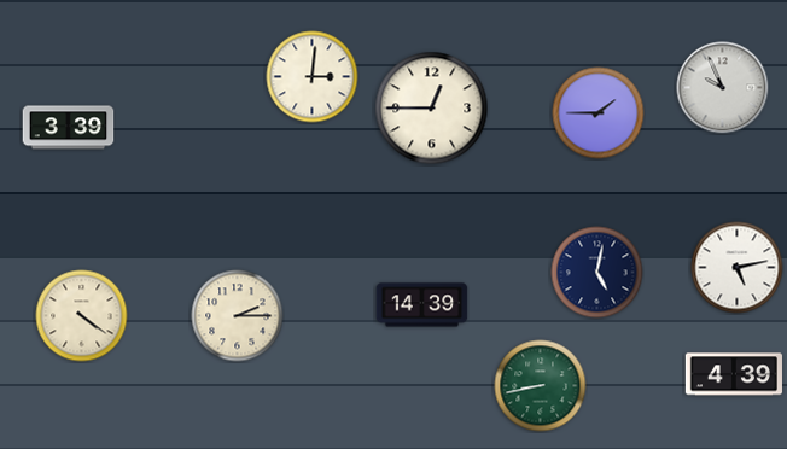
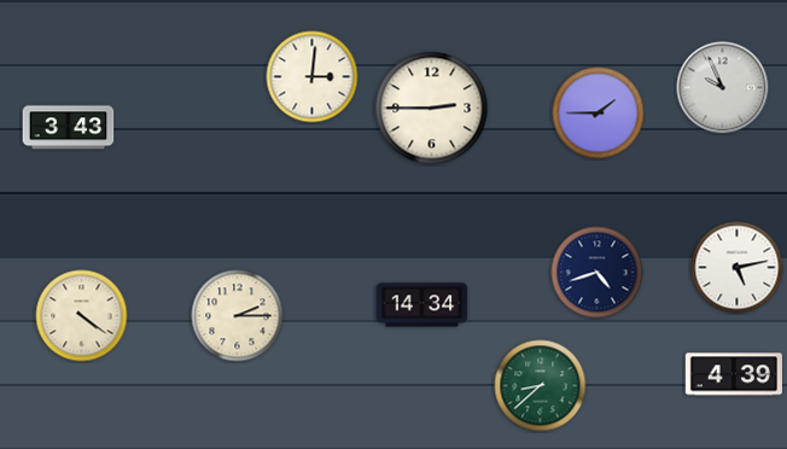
clock at (432, 109): 12:45 -> 2:45
clock at (69, 128): 3:39 -> 3:43
clock at (597, 273): 5:02 -> 4:42
clock at (422, 305): 14:39 -> 14:34
clock at (541, 386): 8:43 -> 8:38
